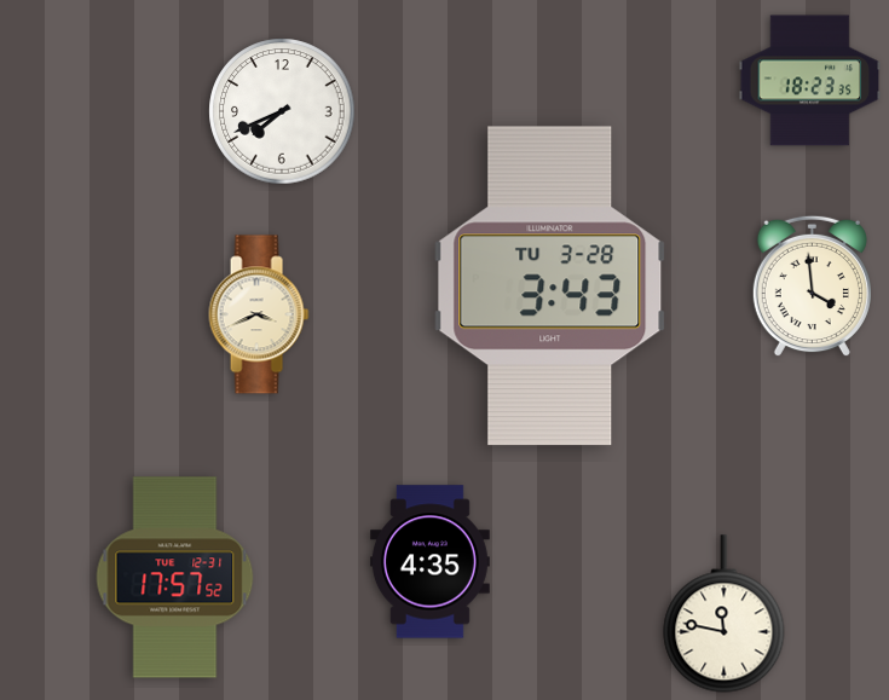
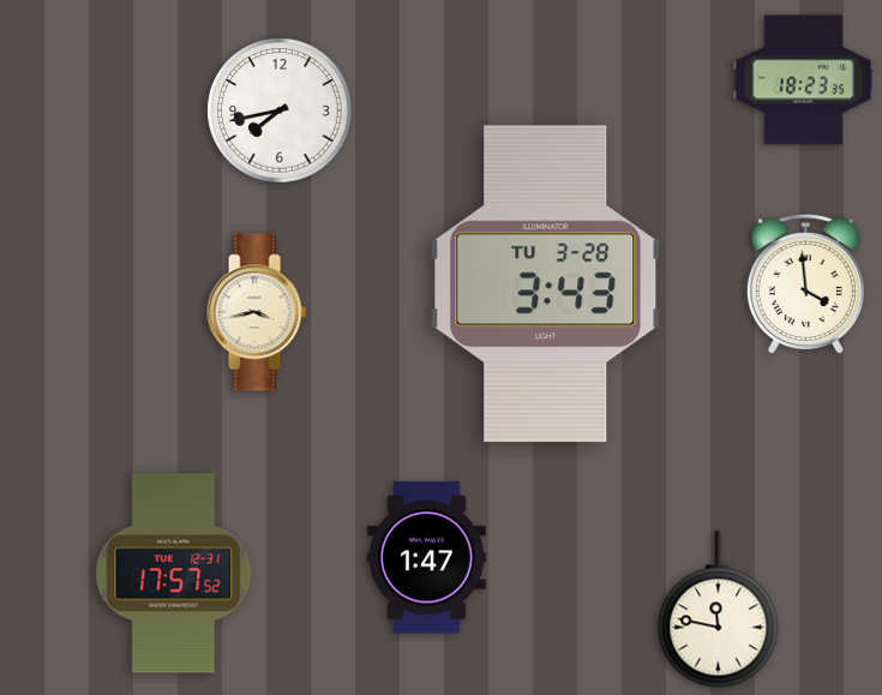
clock at (282, 111): 7:41 -> 7:43
clock at (259, 314): 3:41 -> 3:43
clock at (429, 562): 4:35 -> 1:47
